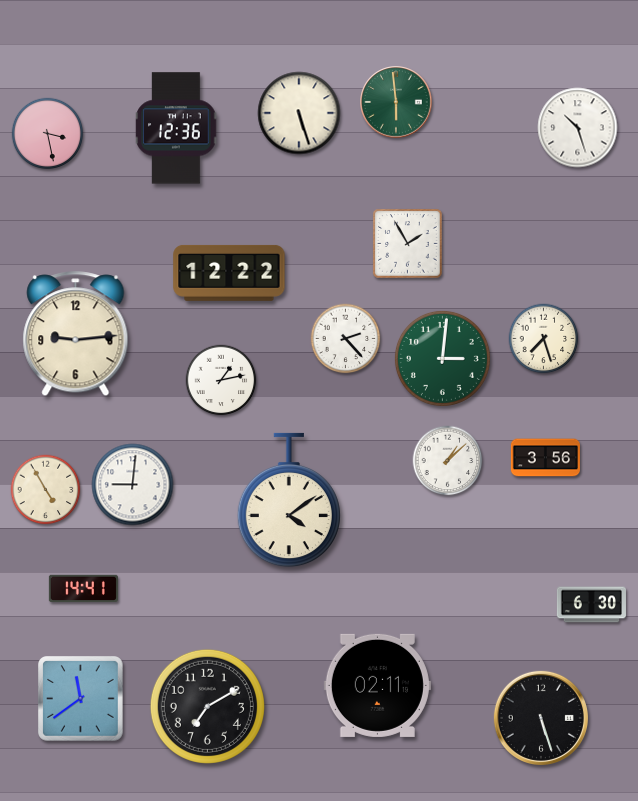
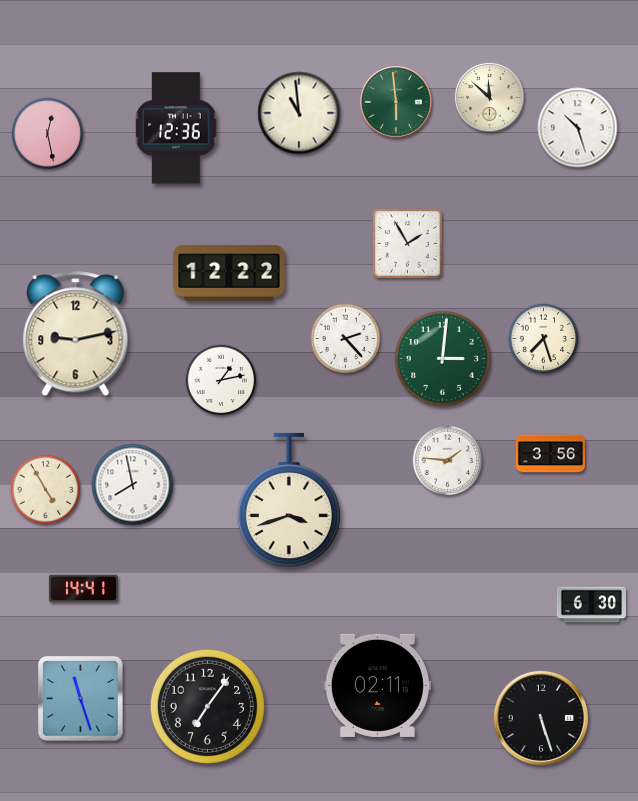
clock at (489, 97): none -> 11:52
clock at (299, 113): 5:27 -> 10:59
clock at (48, 134): 3:28 -> 12:28
clock at (76, 334): 9:14 -> 9:13
clock at (545, 458) position: (545, 458) -> (550, 454)
clock at (448, 461): 1:08 -> 1:46
clock at (133, 485): 9:01 -> 7:58
clock at (289, 500): 4:09 -> 3:42
clock at (81, 699): 11:39 -> 11:27
clock at (207, 706): 7:10 -> 7:06
